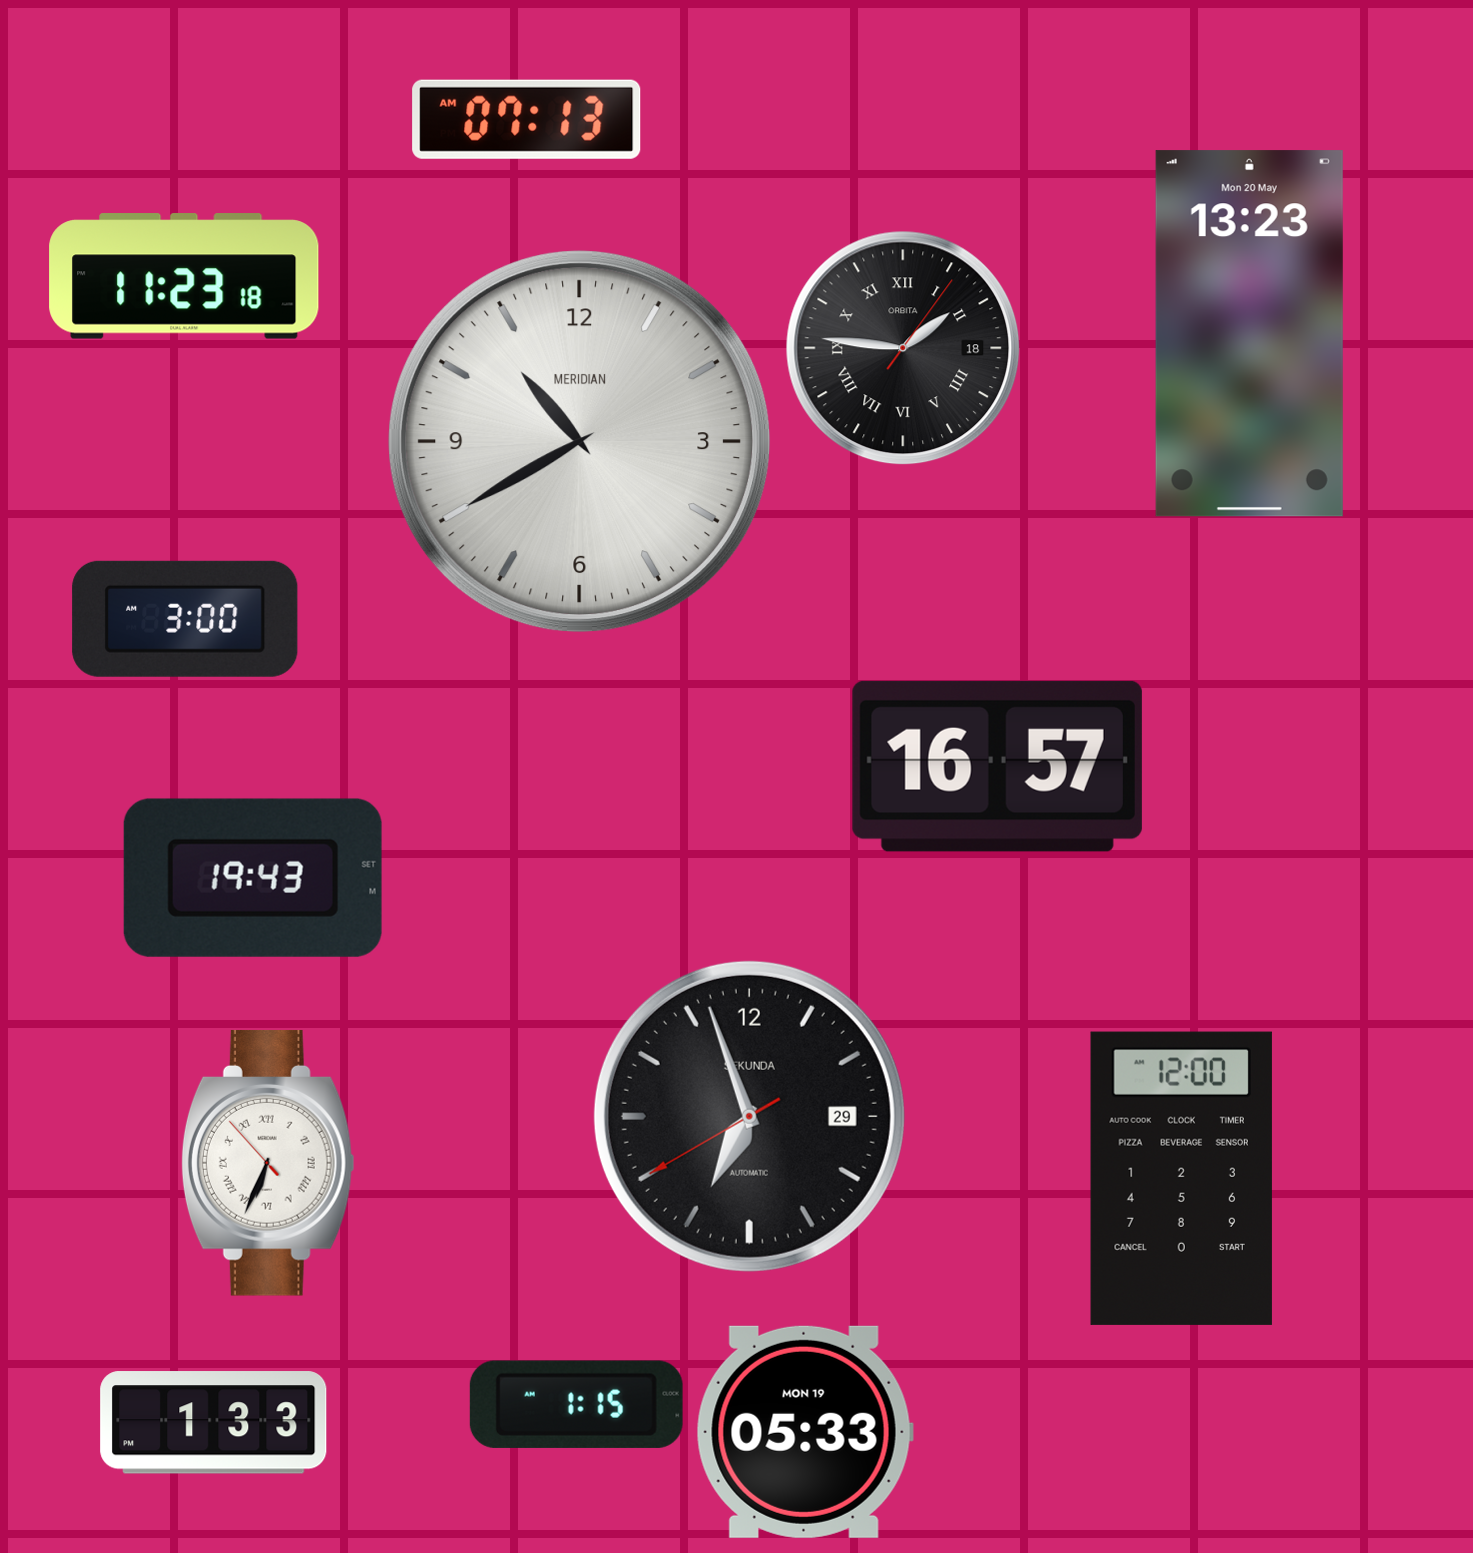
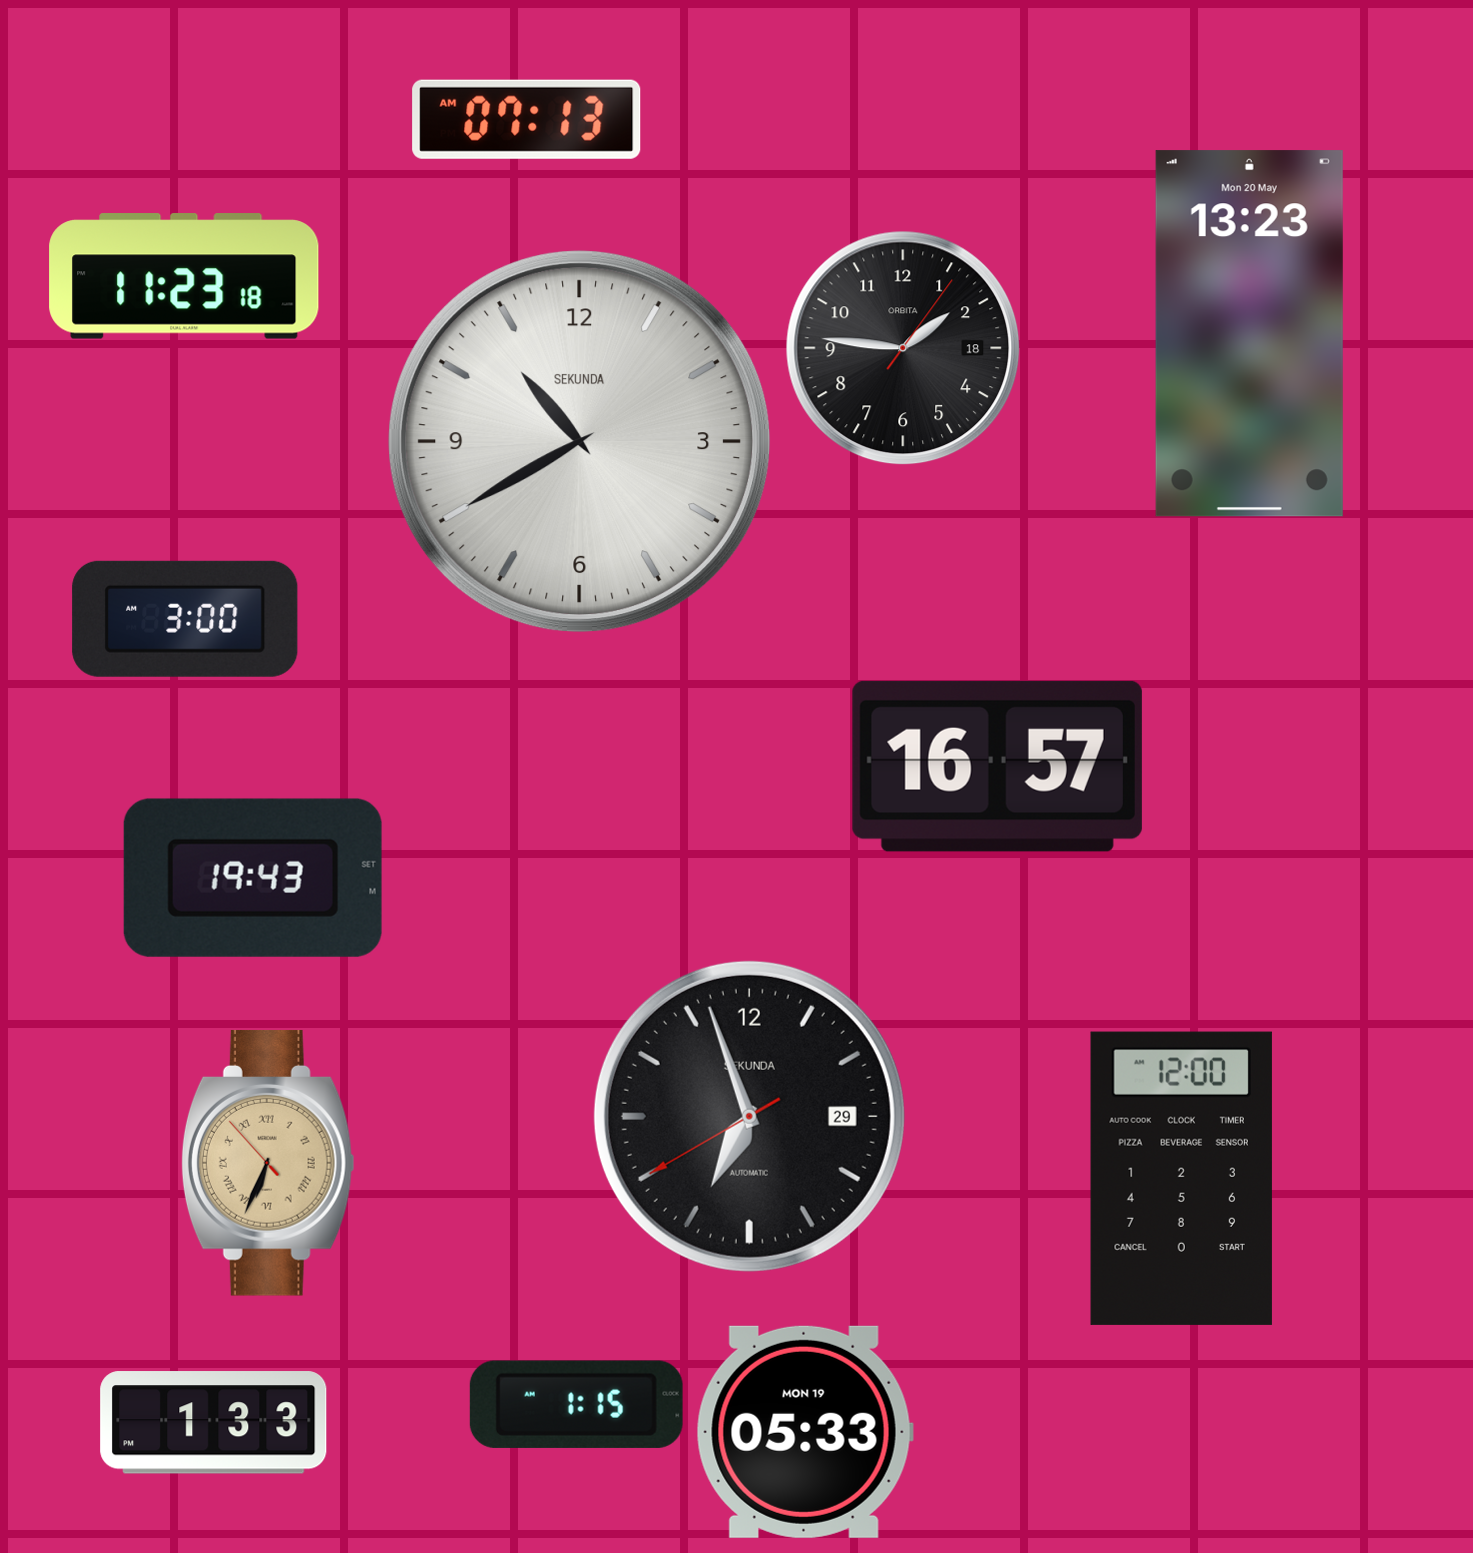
clock at (903, 348) numerals: Roman -> Arabic
clock at (580, 442) brand: MERIDIAN -> SEKUNDA
clock at (268, 1163) dial: white -> champagne
